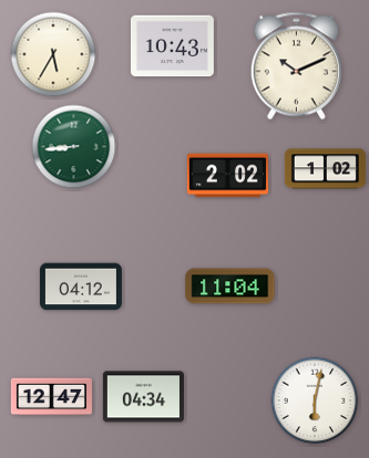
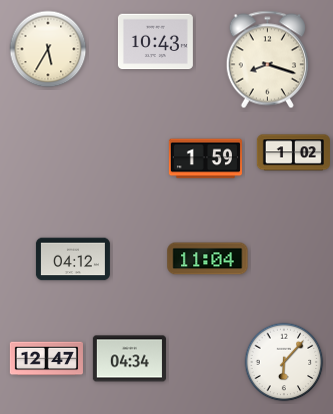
clock at (296, 66): 10:11 -> 8:18
clock at (74, 147): 8:44 -> none
clock at (227, 176): 2:02 -> 1:59
clock at (315, 400): 6:02 -> 6:07
